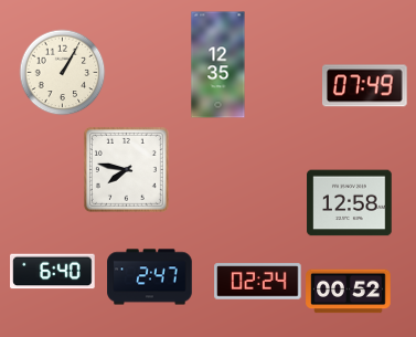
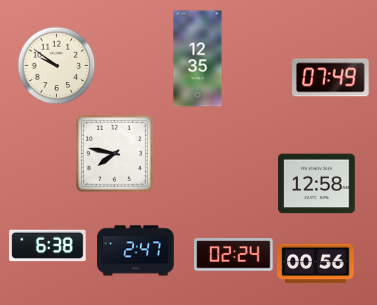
clock at (62, 72): 1:05 -> 9:51
clock at (53, 272): 6:40 -> 6:38
clock at (349, 292): 00:52 -> 00:56
